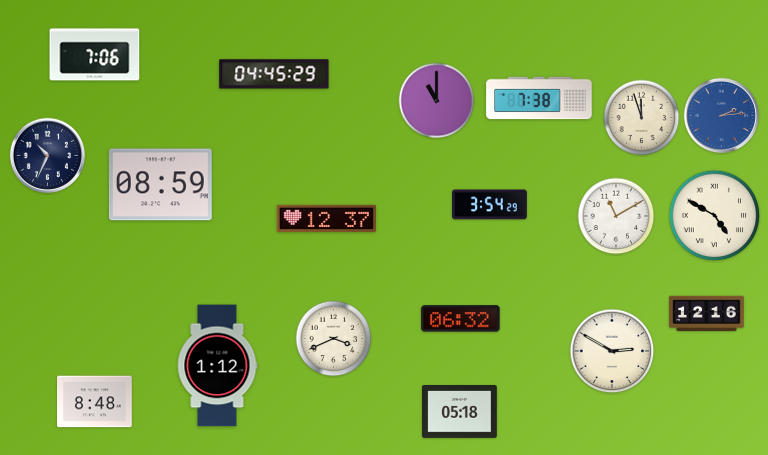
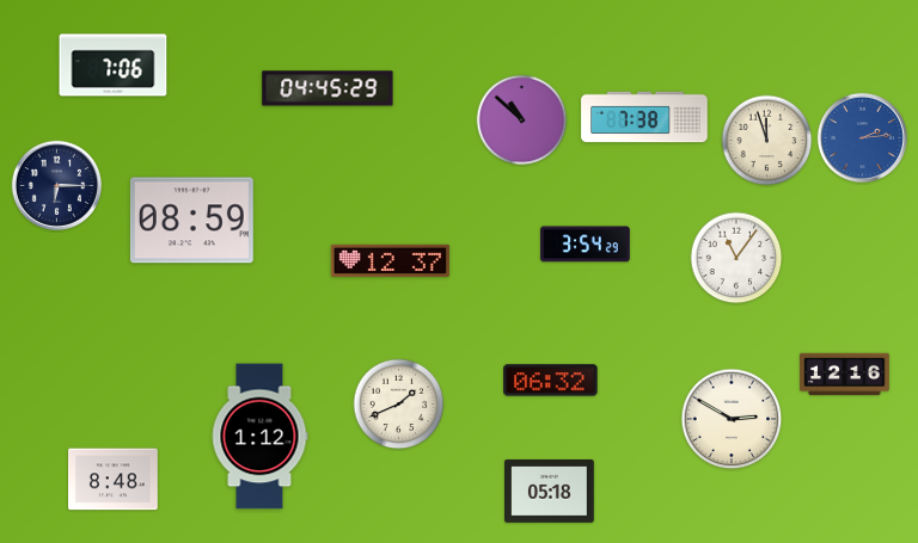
clock at (437, 101): 11:00 -> 10:52
clock at (47, 155): 10:34 -> 6:15
clock at (616, 216): 11:10 -> 11:06
clock at (715, 216): 4:50 -> none
clock at (334, 339): 3:41 -> 1:41
